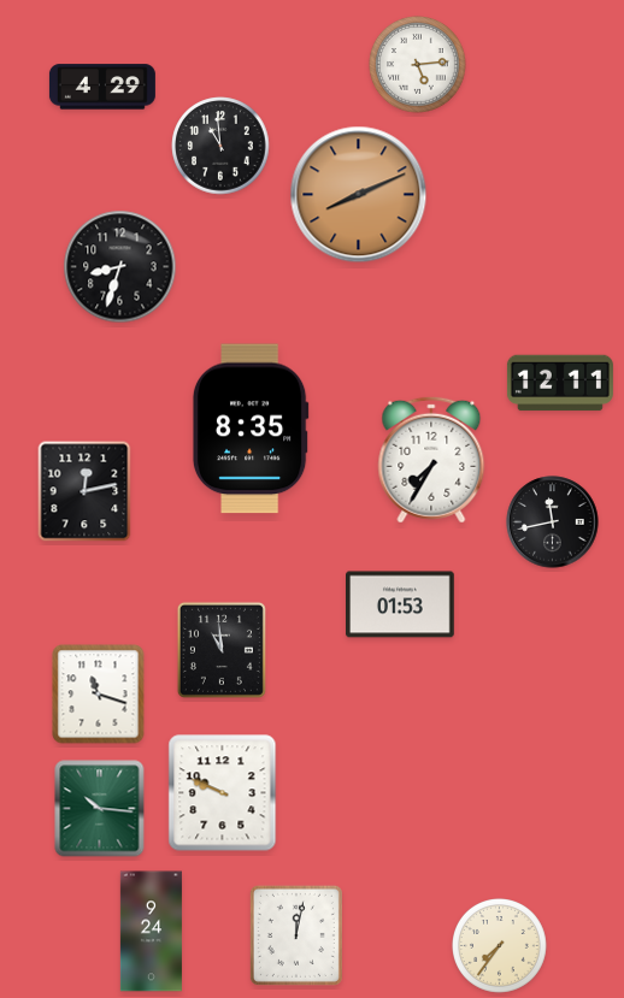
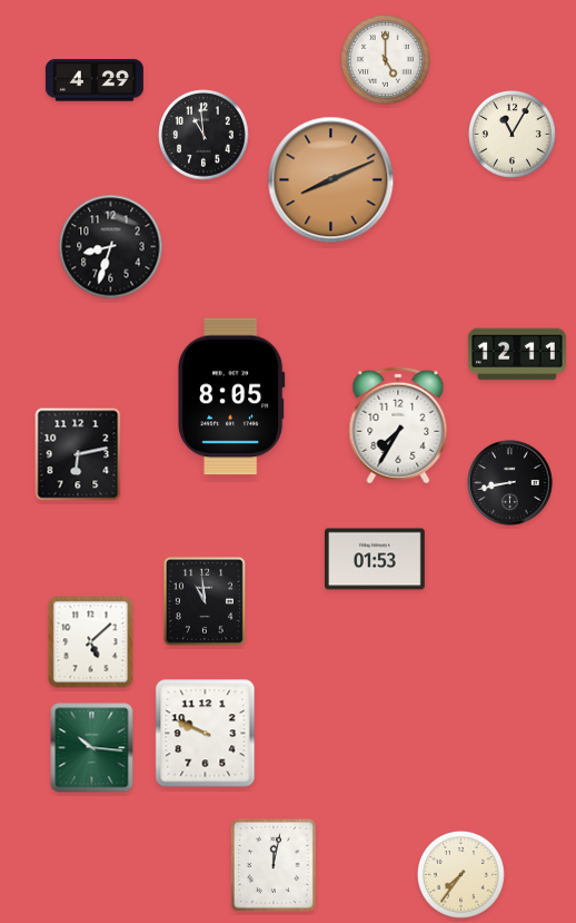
clock at (418, 65): 5:14 -> 5:00
clock at (513, 135): none -> 11:05
clock at (251, 429): 8:35 -> 8:05
clock at (84, 491): 12:13 -> 6:13
clock at (553, 522): 11:43 -> 8:43
clock at (401, 604) position: (401, 604) -> (376, 559)
clock at (99, 695): 11:18 -> 5:08
clock at (151, 932): 9:24 -> none
